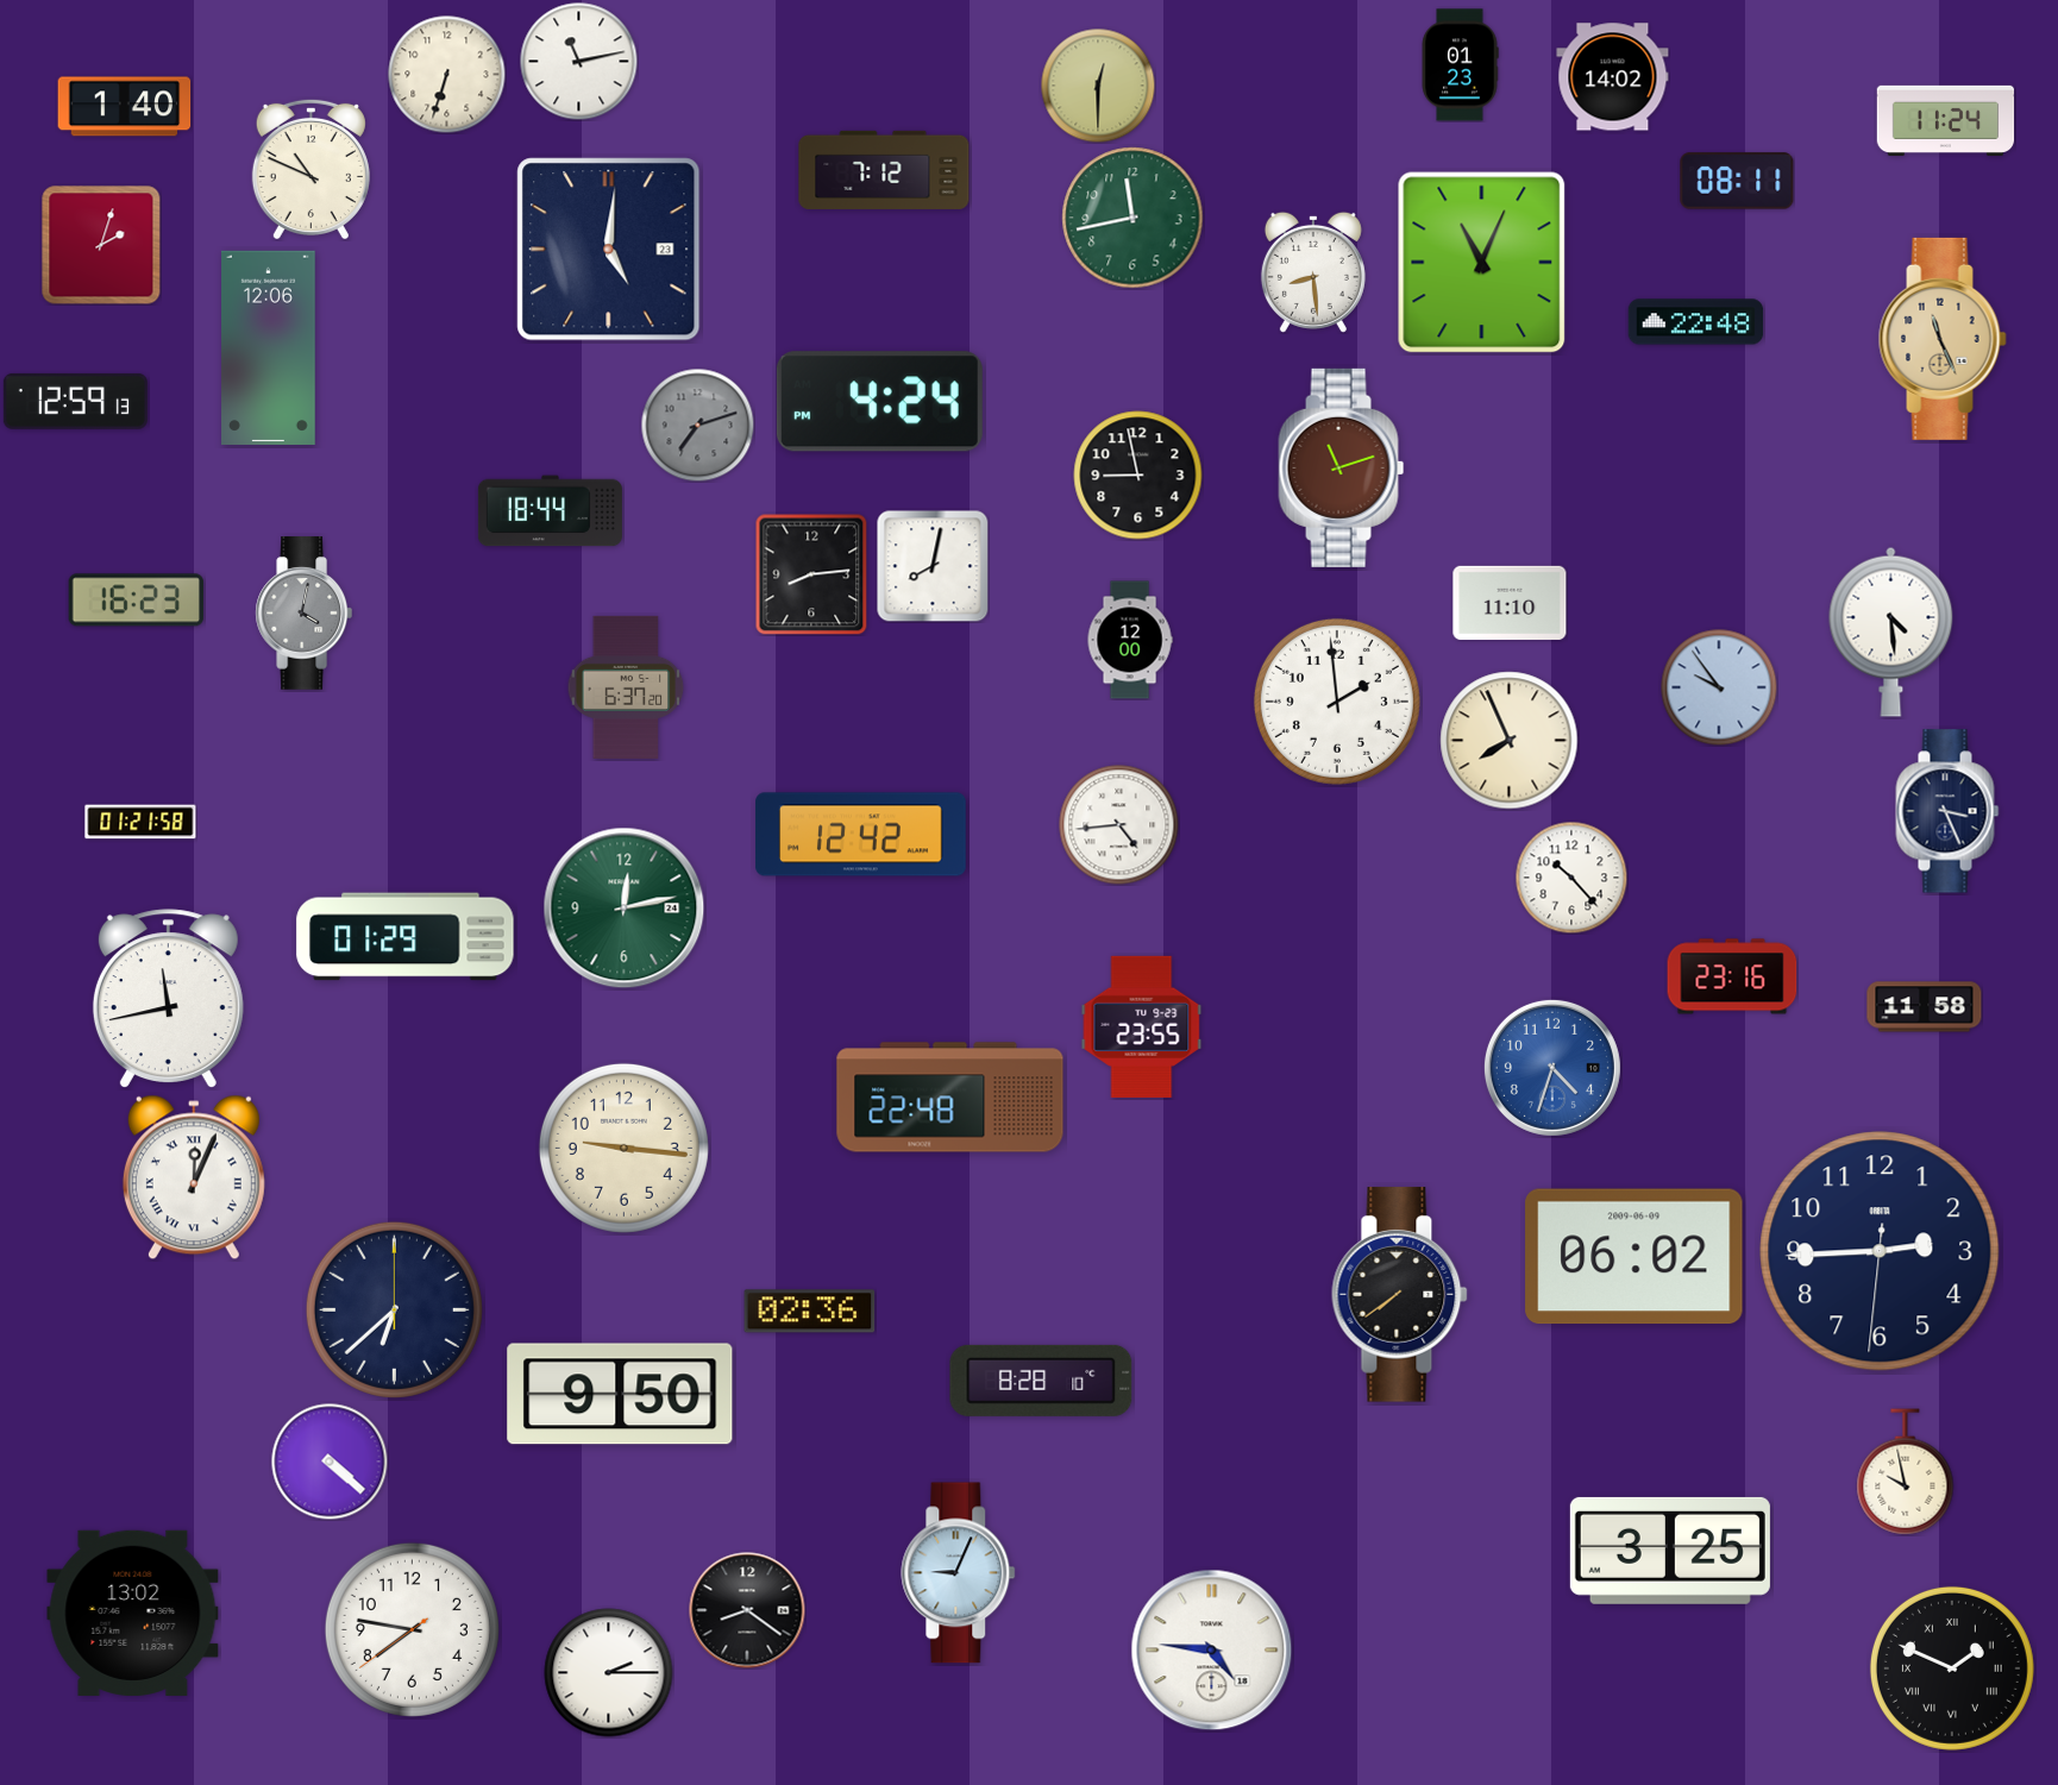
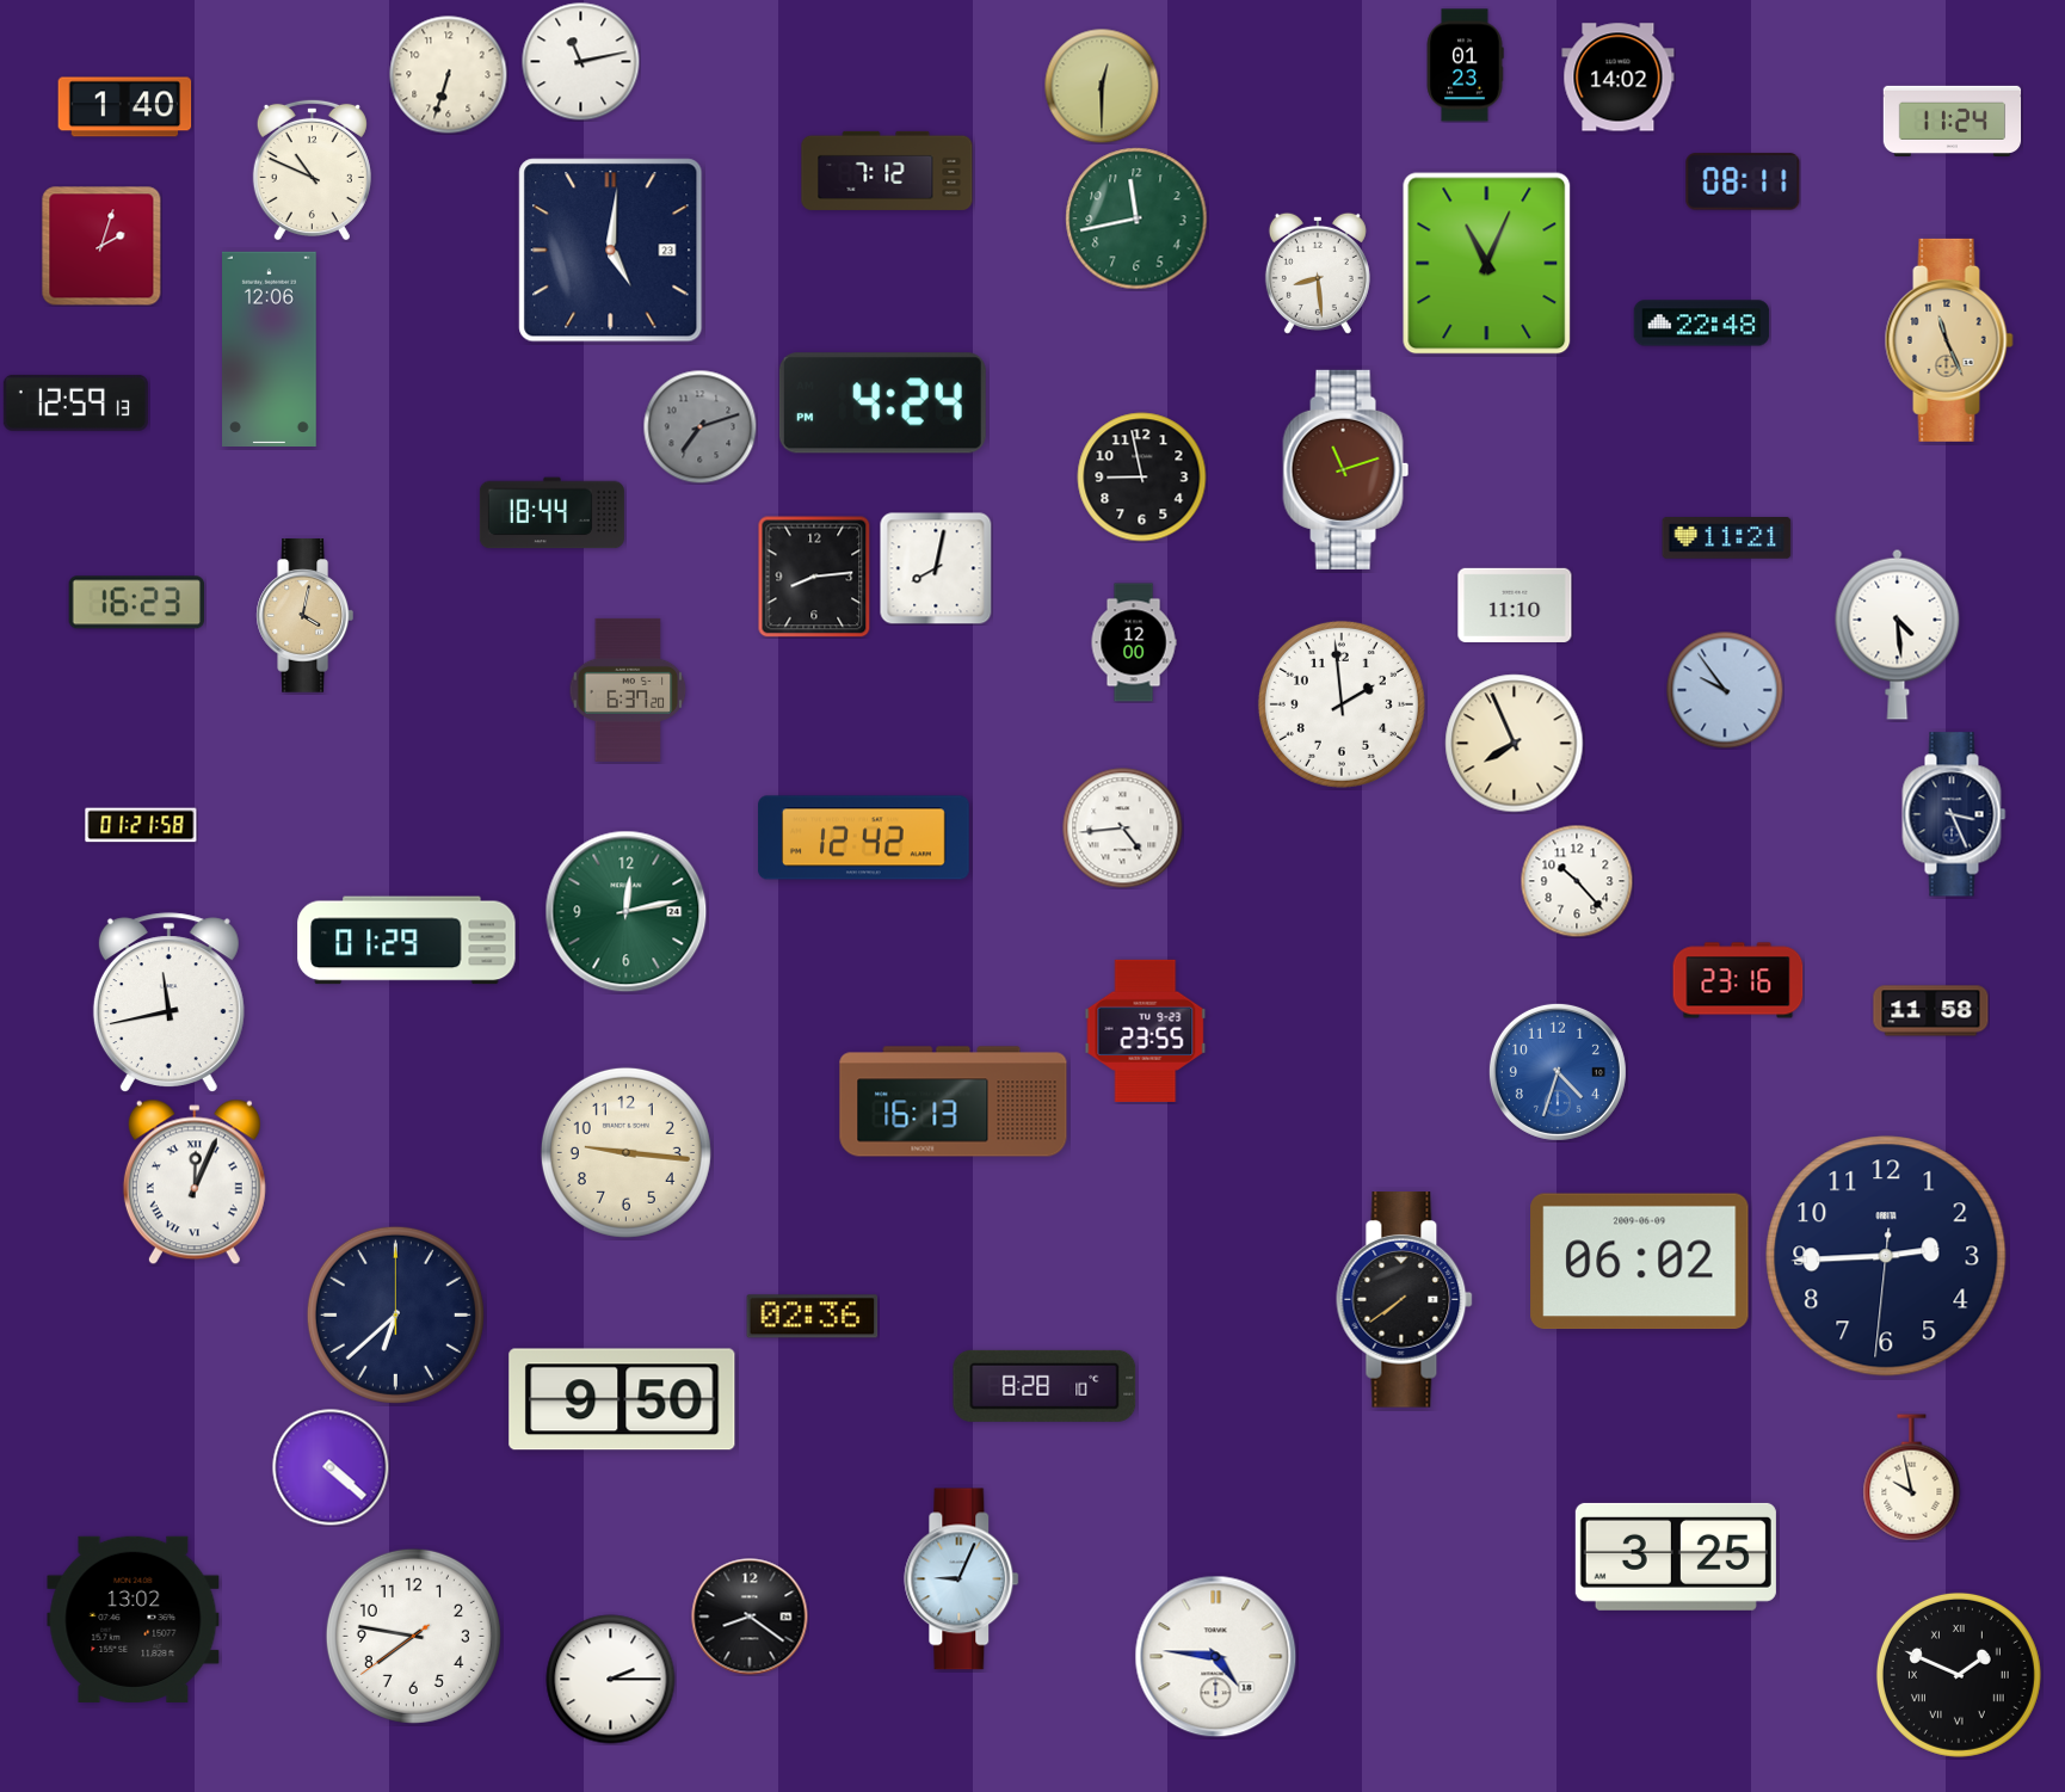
clock at (1727, 538): none -> 11:21
clock at (303, 614) dial: grey -> champagne
clock at (950, 1098): 22:48 -> 16:13
